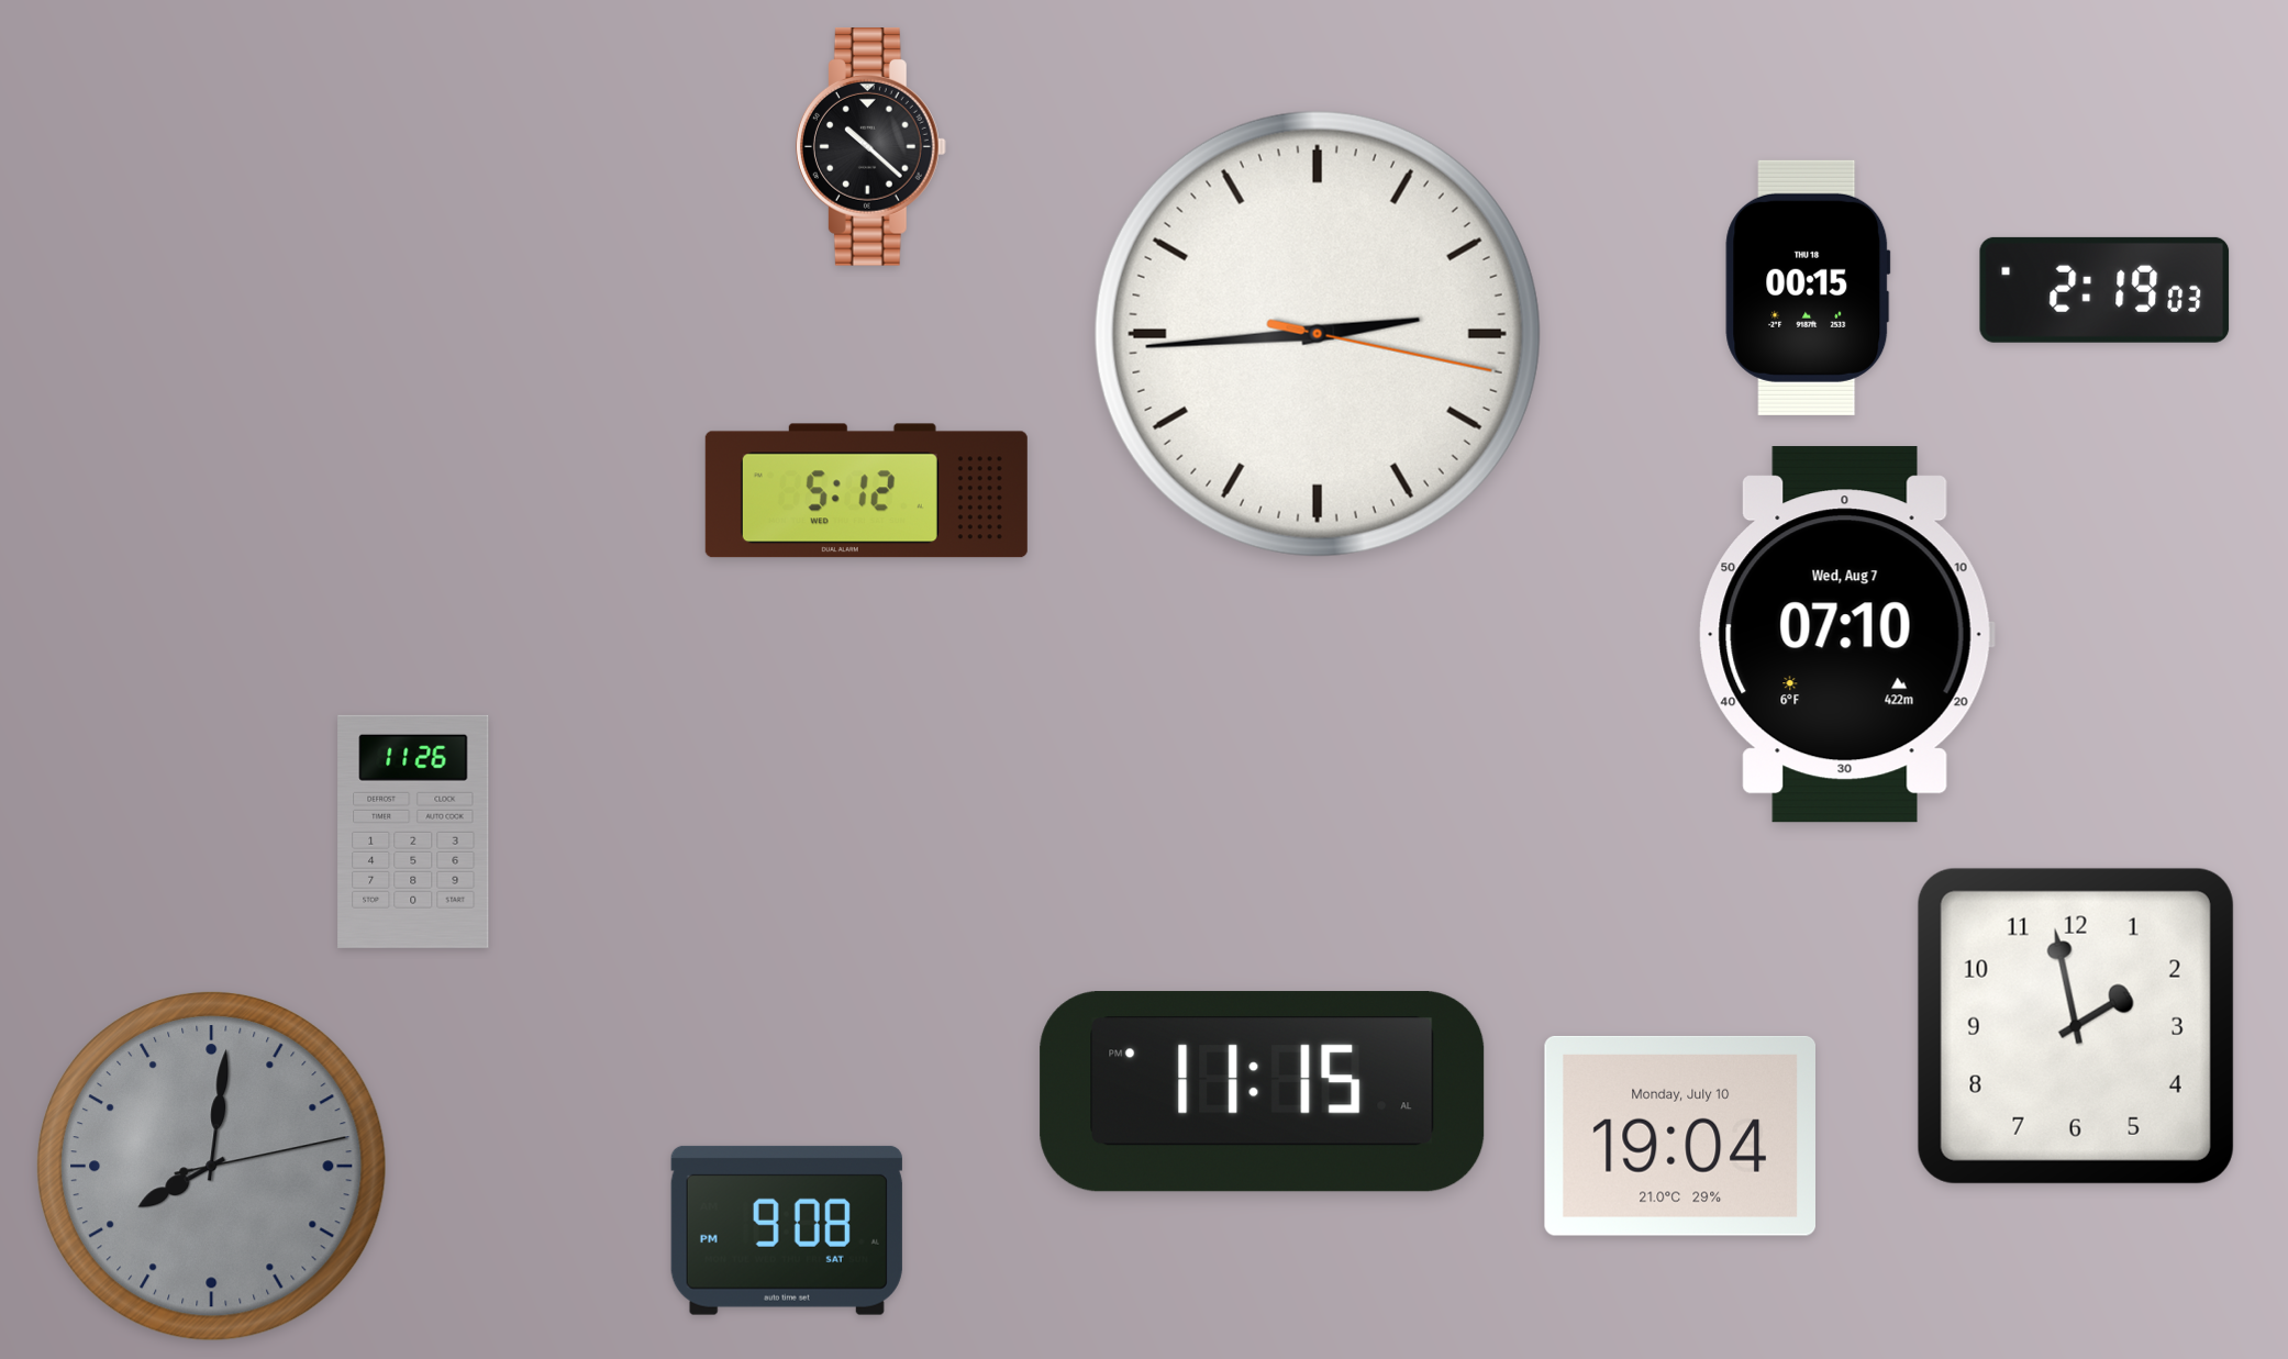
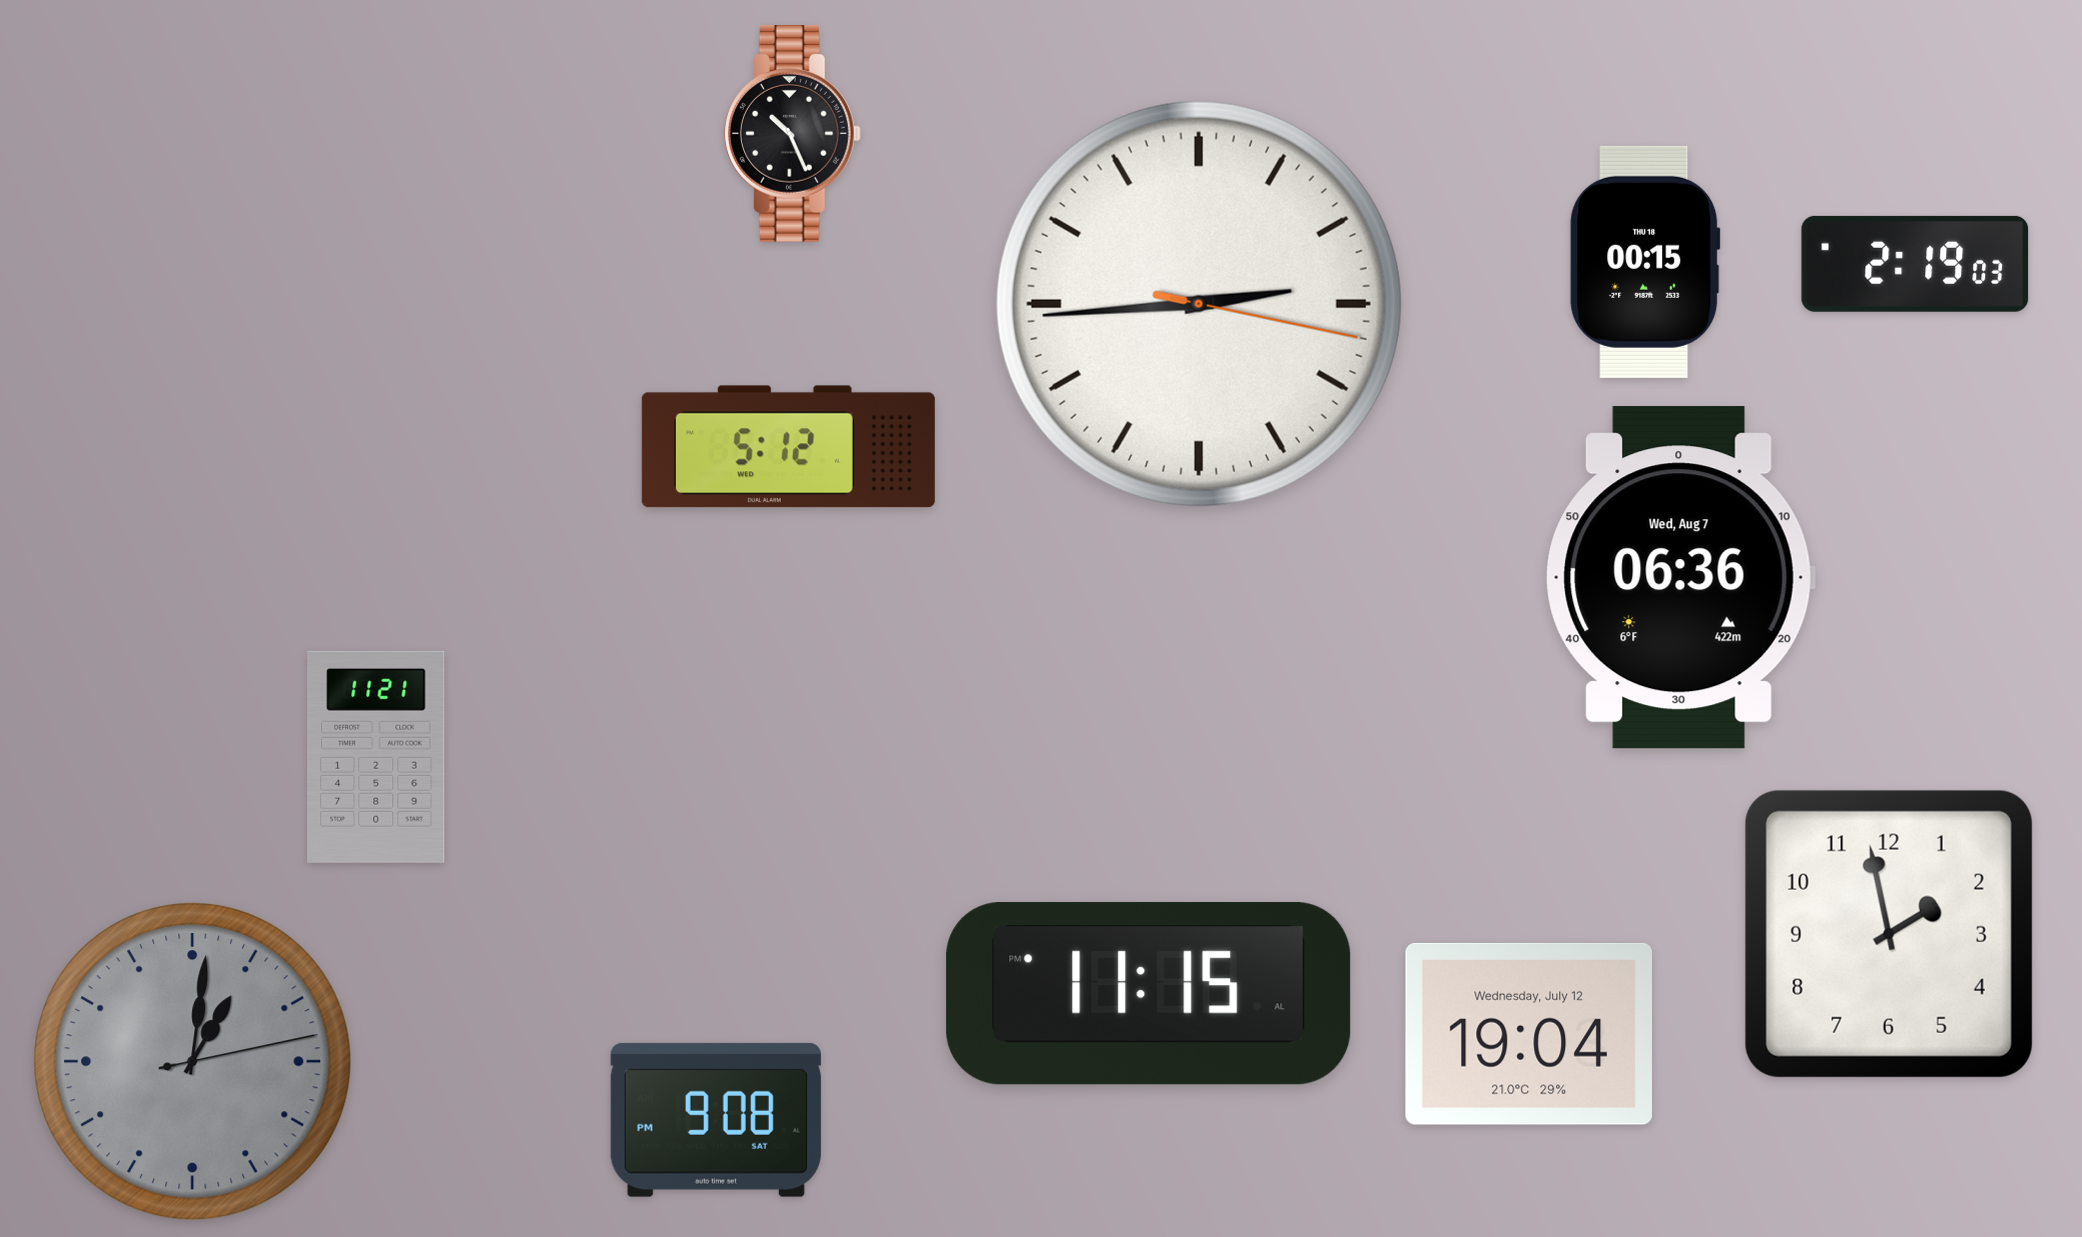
clock at (870, 147): 10:22 -> 10:26
clock at (1846, 635): 07:10 -> 06:36
clock at (413, 832): 11:26 -> 11:21
clock at (1679, 1136) date: Monday, July 10 -> Wednesday, July 12
clock at (211, 1166): 8:01 -> 1:01
